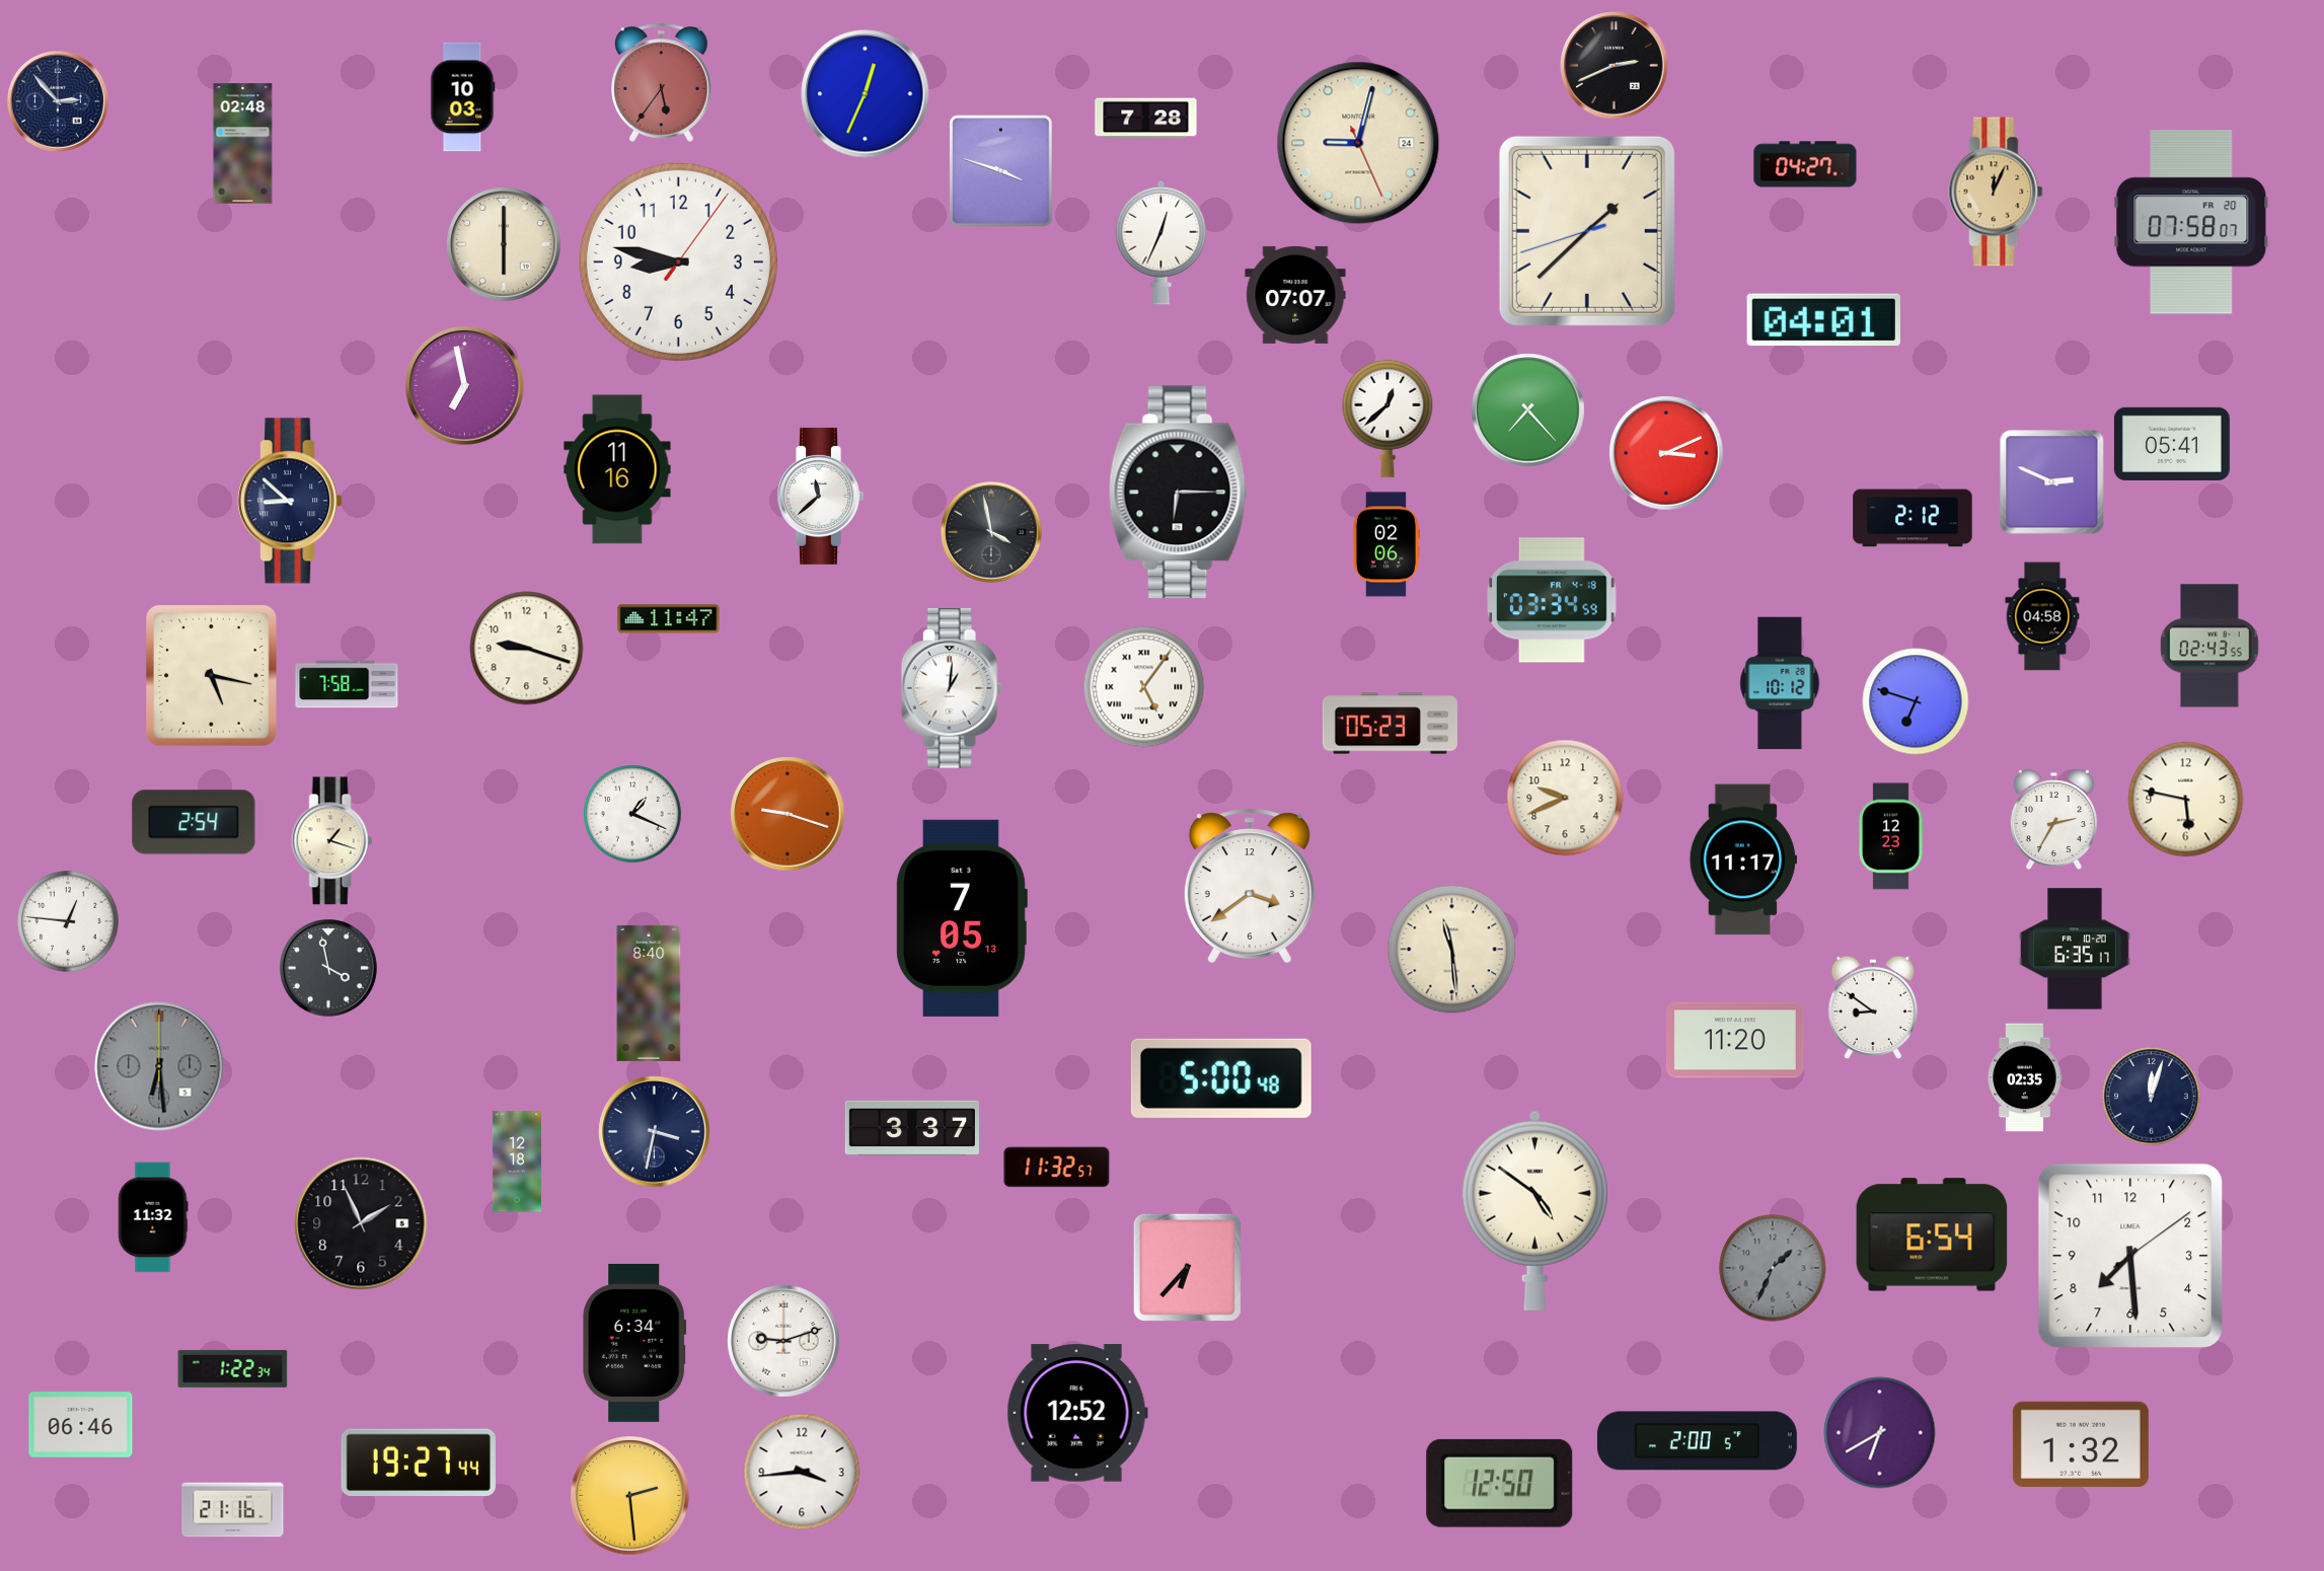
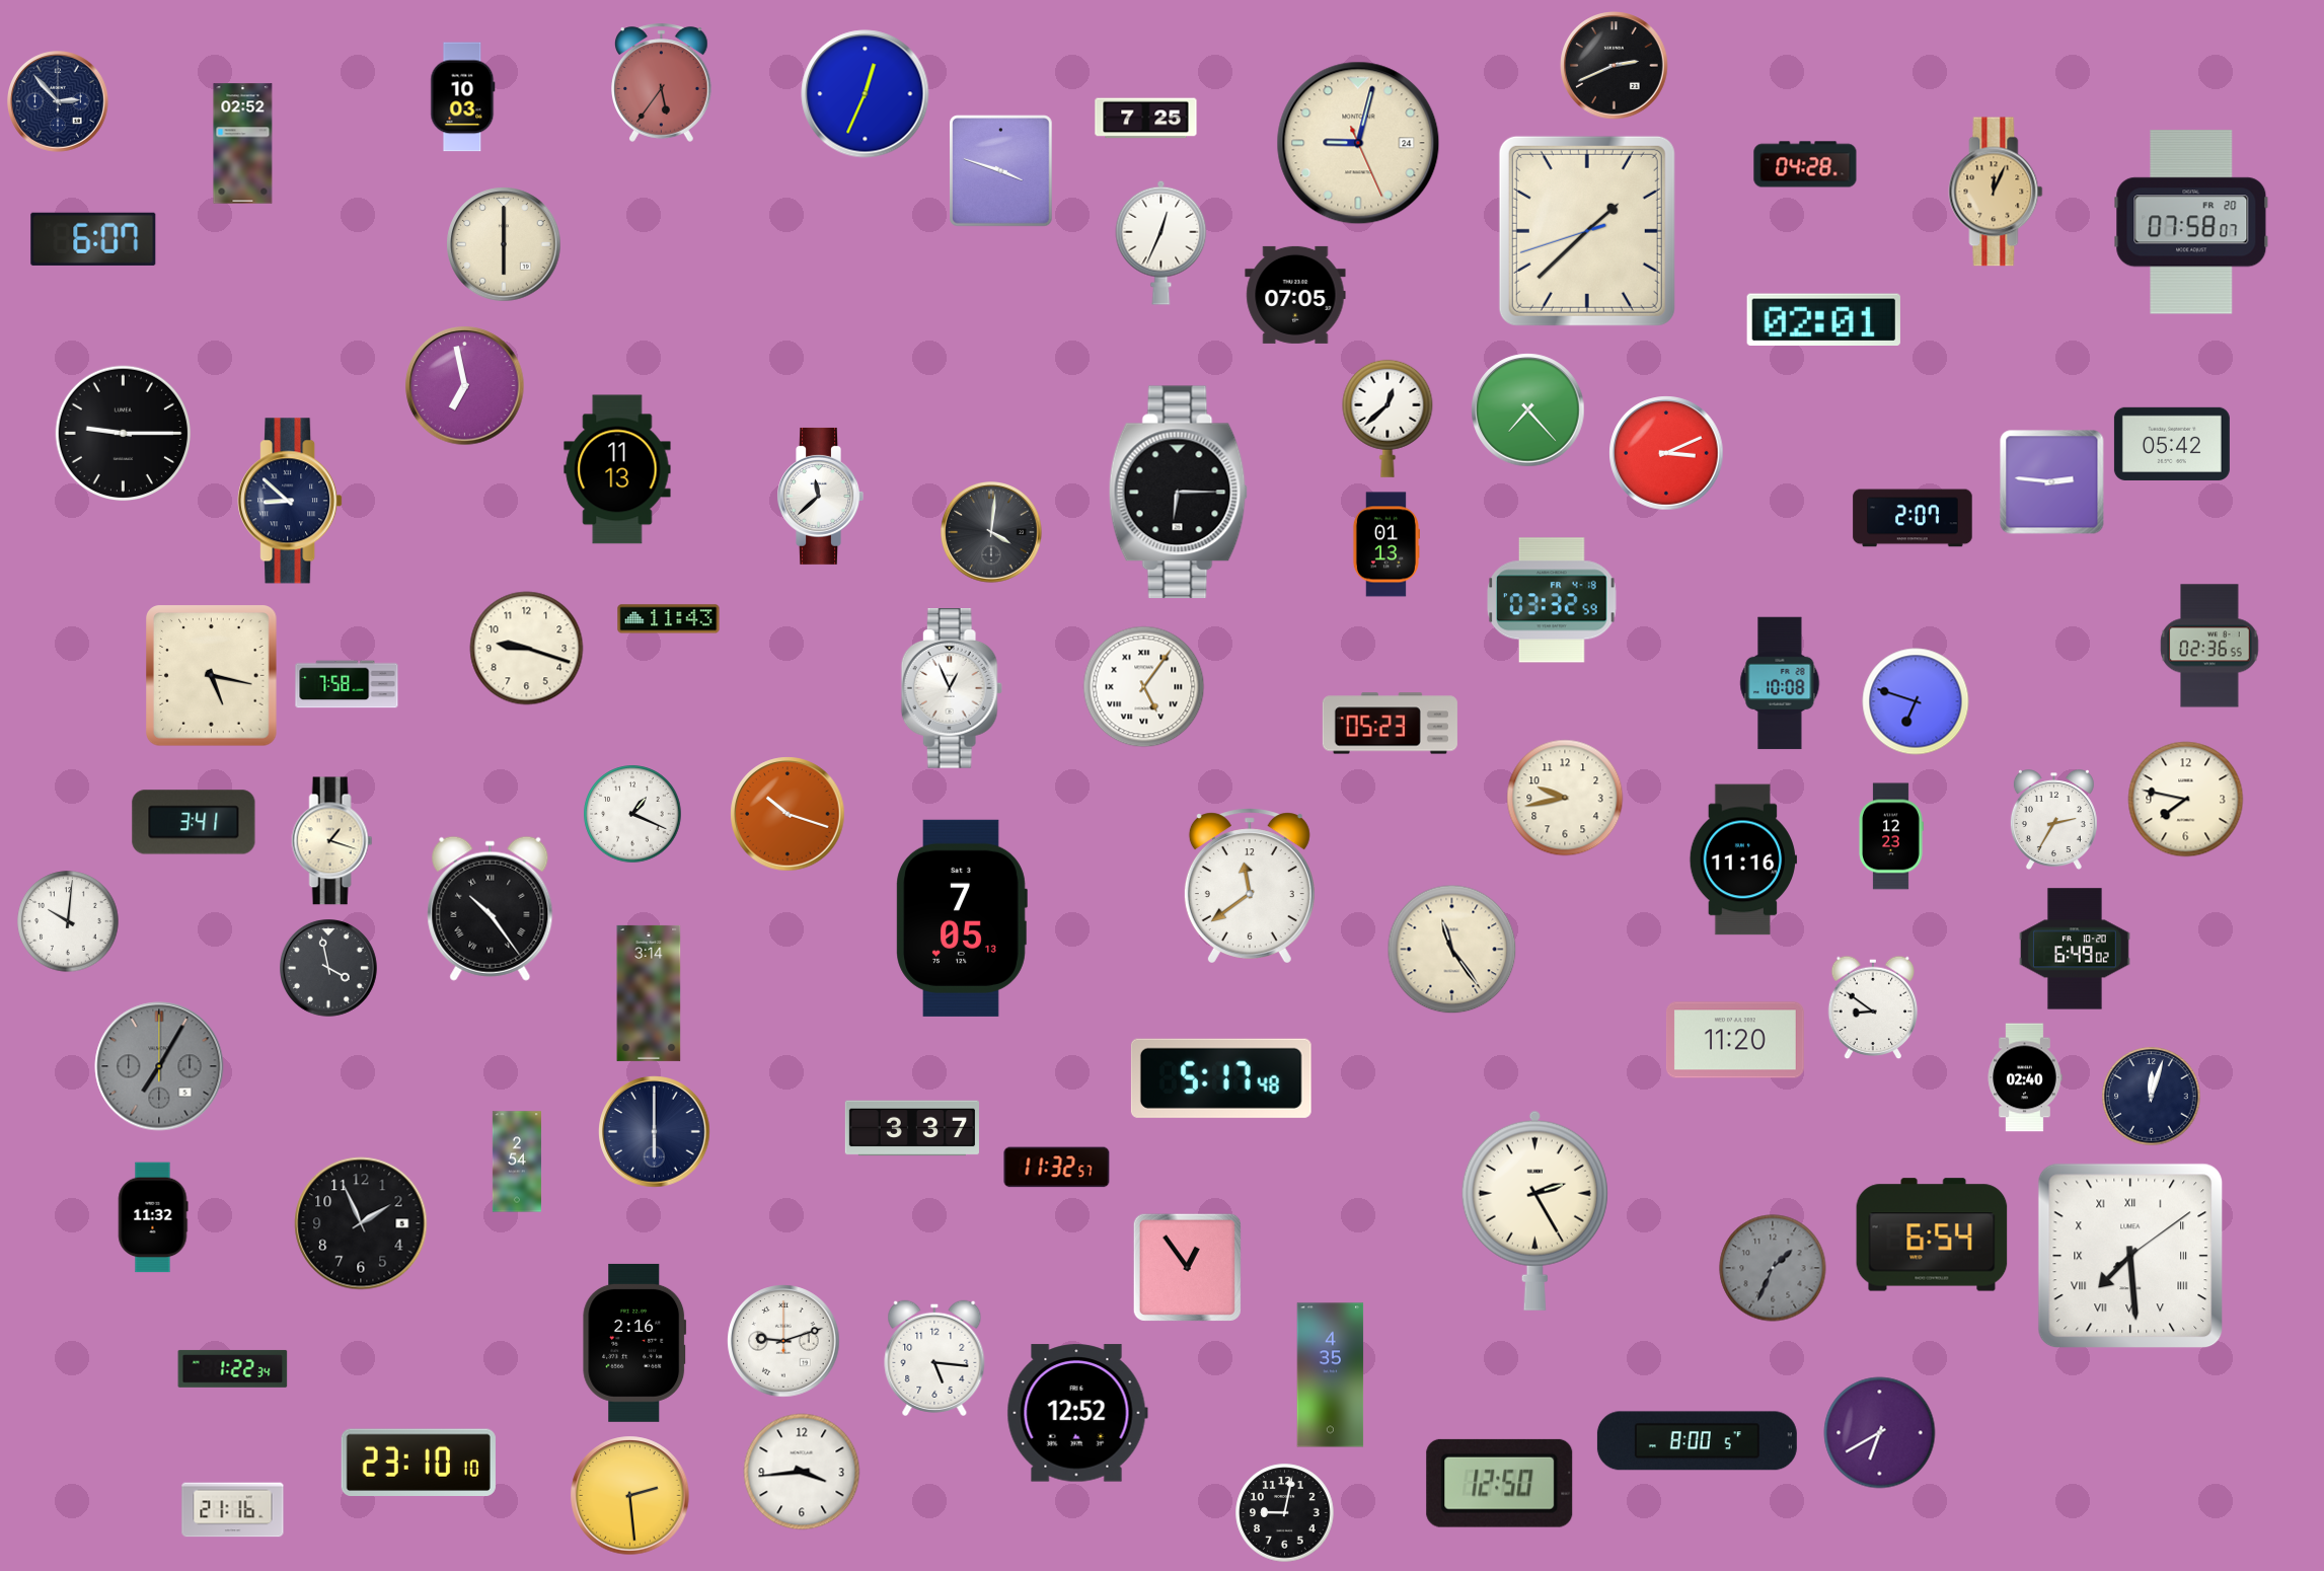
clock at (1146, 119): 7:28 -> 7:25
clock at (243, 144): 02:48 -> 02:52
clock at (1805, 164): 04:27 -> 04:28
clock at (93, 239): none -> 6:07
clock at (678, 261): 8:47 -> none
clock at (1295, 295): 07:07 -> 07:05
clock at (1823, 319): 04:01 -> 02:01
clock at (124, 434): none -> 9:15
clock at (2172, 444): 05:41 -> 05:42
clock at (617, 469): 11:16 -> 11:13
clock at (2052, 482): 2:49 -> 2:46
clock at (1913, 518): 2:12 -> 2:07
clock at (992, 533): 3:58 -> 4:01
clock at (1385, 544): 02:06 -> 01:13
clock at (1552, 600): 03:34 -> 03:32
clock at (2042, 616): 04:58 -> none
clock at (669, 619): 11:47 -> 11:43
clock at (2209, 646): 02:43 -> 02:36
clock at (1780, 683): 10:12 -> 10:08
clock at (952, 689): 1:01 -> 12:56
clock at (1565, 798): 9:41 -> 9:43
clock at (2186, 800): 5:47 -> 7:47
clock at (788, 814): 9:18 -> 10:18
clock at (194, 822): 2:54 -> 3:41
clock at (1743, 859): 11:17 -> 11:16
clock at (1250, 886): 3:39 -> 11:39
clock at (491, 908): none -> 10:24
clock at (68, 921): 12:46 -> 10:01
clock at (2076, 949): 6:35 -> 6:49
clock at (1452, 950): 11:29 -> 11:24
clock at (649, 993): 8:40 -> 3:14
clock at (159, 1066): 6:29 -> 7:05
clock at (2025, 1077): 02:35 -> 02:40
clock at (1221, 1078): 5:00 -> 5:17
clock at (655, 1132): 3:32 -> 6:00
clock at (517, 1162): 12:18 -> 2:54
clock at (1534, 1210): 4:51 -> 2:25
clock at (2130, 1256) numerals: Arabic -> Roman
clock at (1187, 1267): 6:37 -> 12:54
clock at (634, 1343): 6:34 -> 2:16
clock at (934, 1358): none -> 5:16
clock at (1331, 1375): none -> 4:35
clock at (81, 1425): 06:46 -> none
clock at (1697, 1441): 2:00 -> 8:00
clock at (2081, 1444): 1:32 -> none
clock at (419, 1462): 19:27 -> 23:10
clock at (1285, 1513): none -> 9:02
